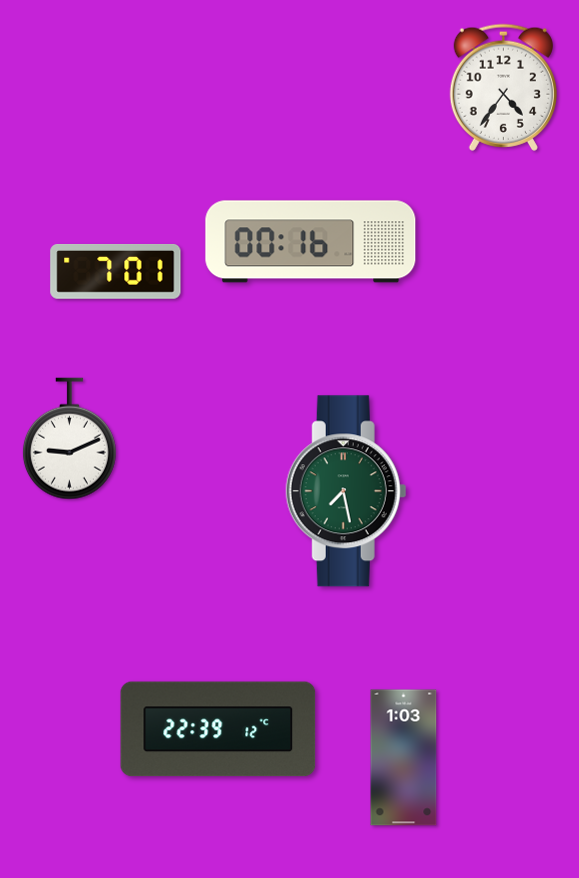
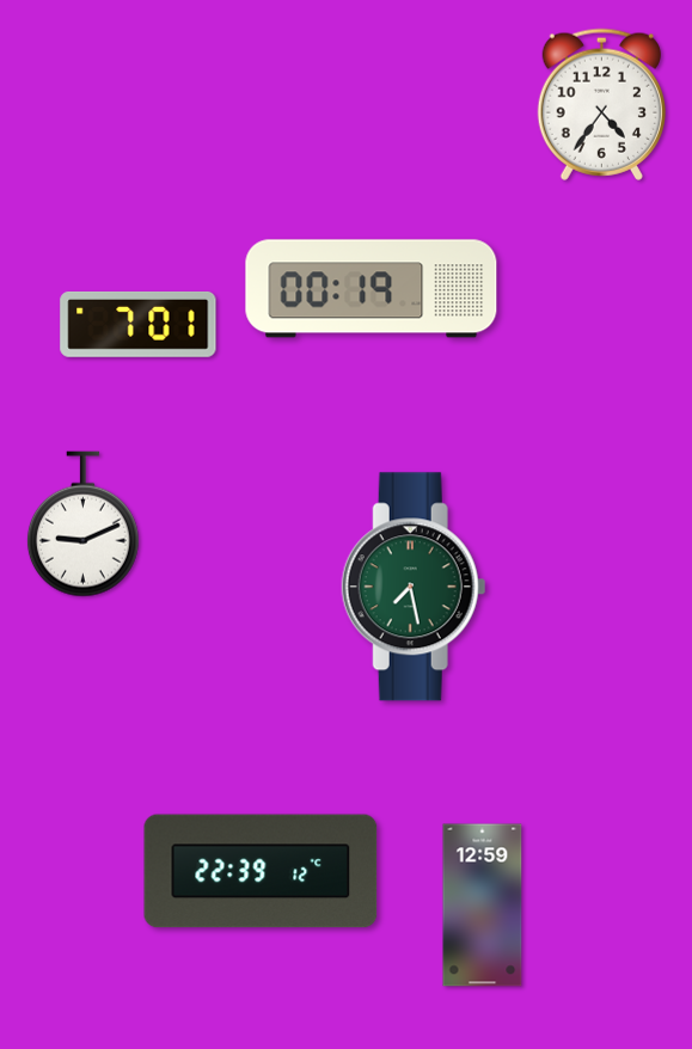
clock at (311, 242): 00:16 -> 00:19
clock at (404, 758): 1:03 -> 12:59
